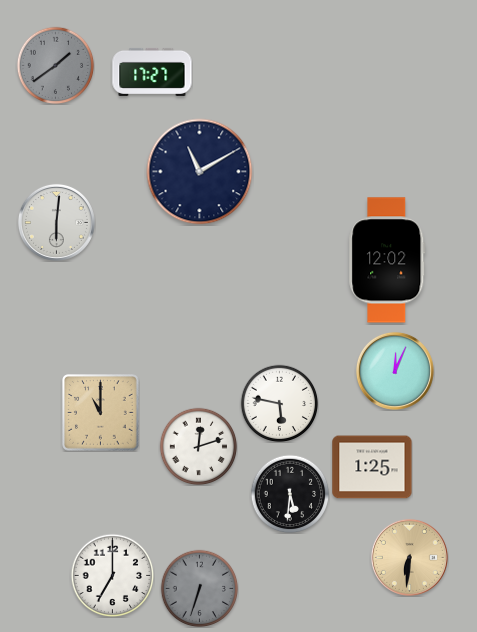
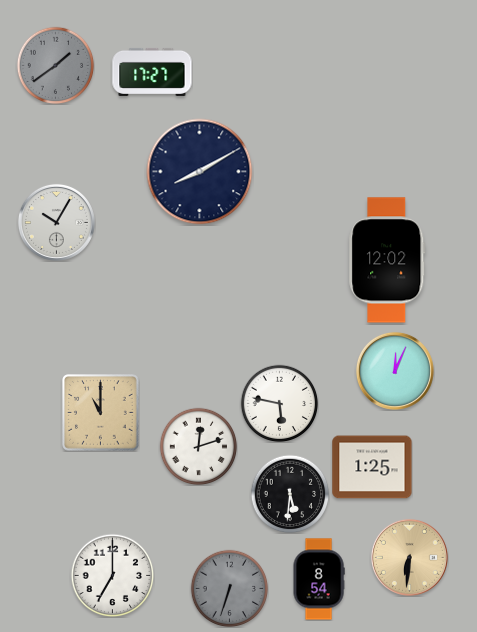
clock at (200, 172): 11:10 -> 8:10
clock at (56, 222): 6:01 -> 10:05
clock at (319, 579): none -> 8:54
clock at (199, 588) position: (199, 588) -> (229, 588)
